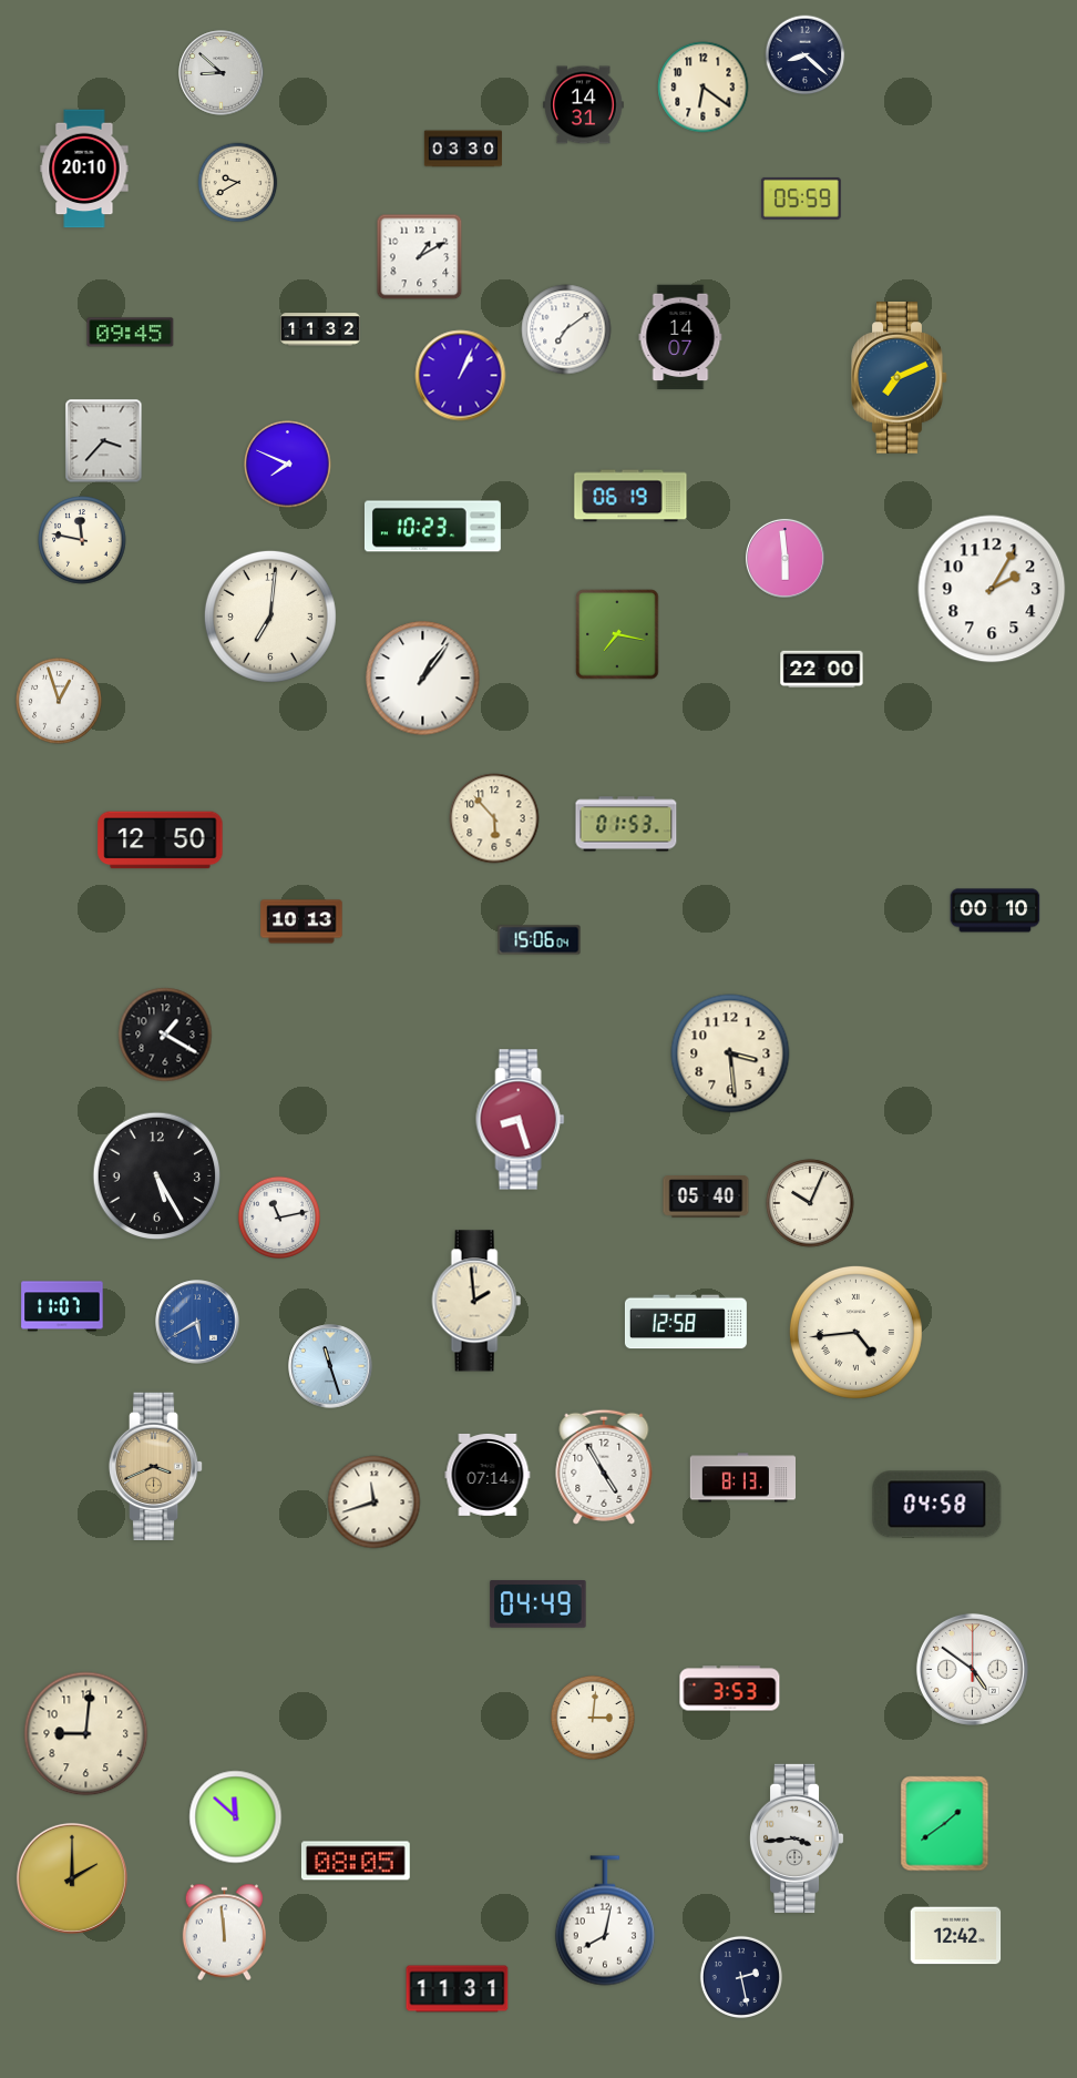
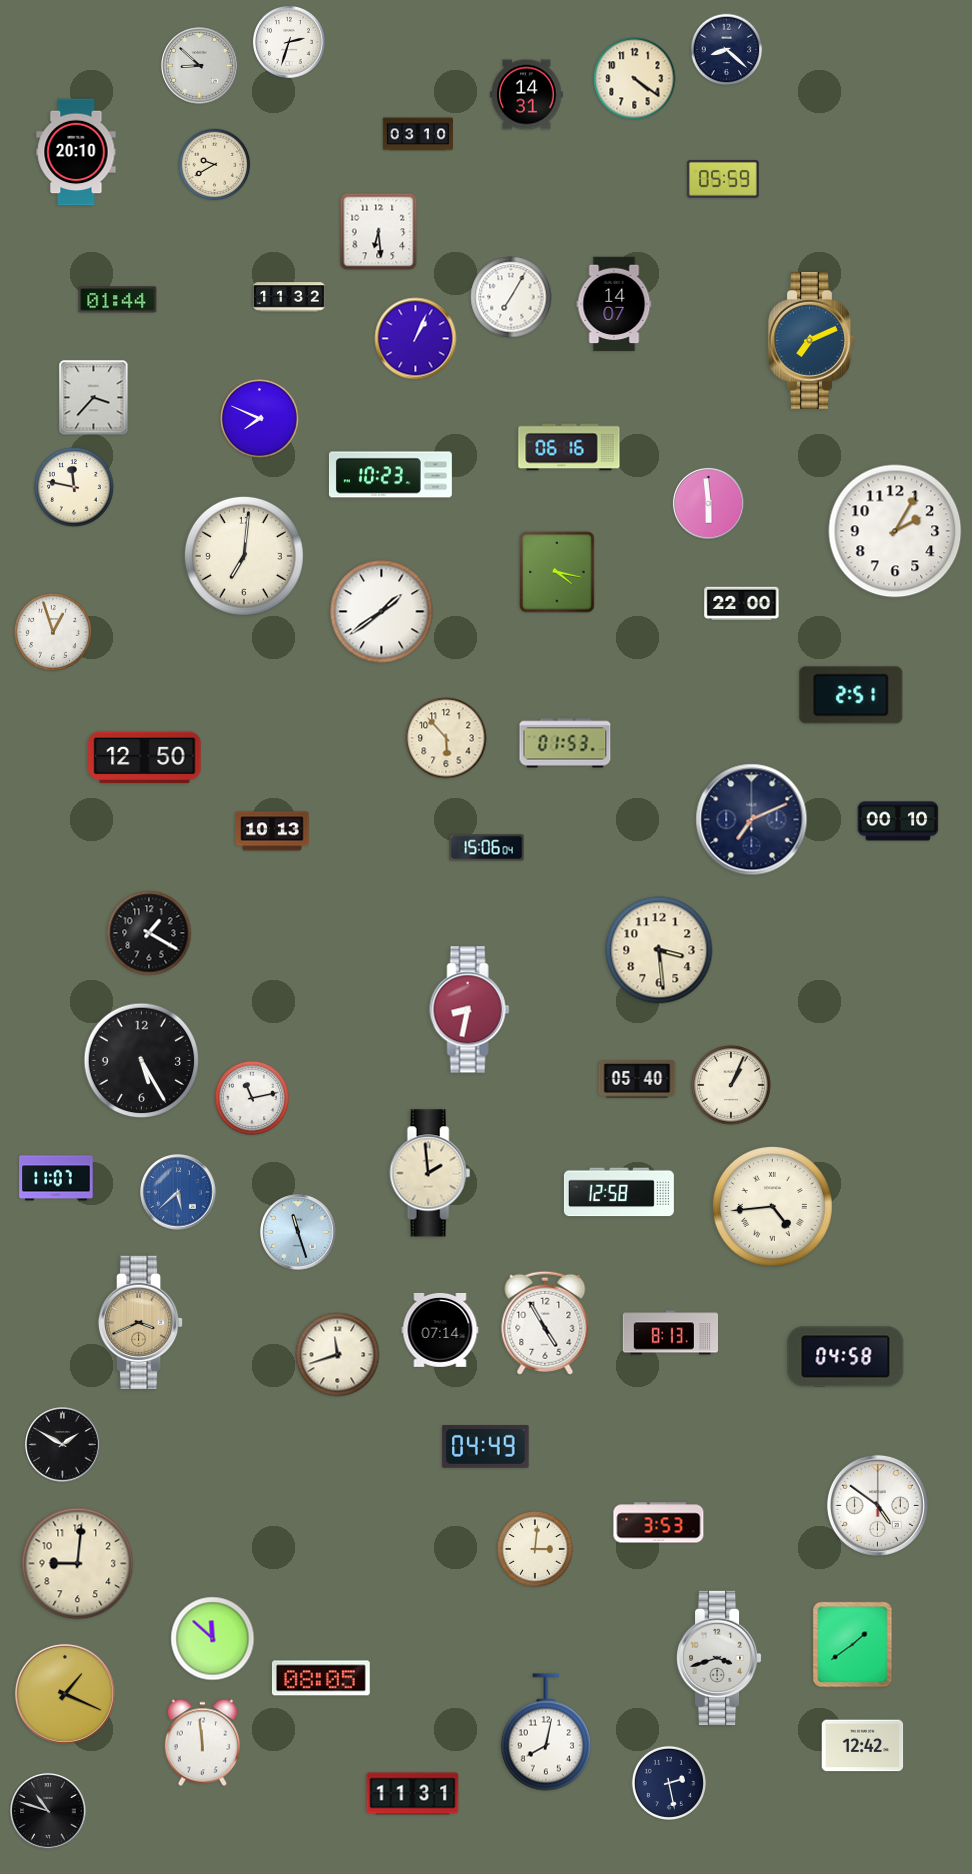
clock at (289, 42): none -> 2:33
clock at (704, 88): 6:21 -> 4:21
clock at (463, 149): 03:30 -> 03:10
clock at (420, 257): 1:10 -> 6:29
clock at (566, 329): 7:09 -> 7:05
clock at (131, 333): 09:45 -> 01:44
clock at (630, 496): 06:19 -> 06:16
clock at (617, 634): 7:17 -> 4:17
clock at (423, 679): 1:06 -> 1:39
clock at (851, 695): none -> 2:51
clock at (752, 820): none -> 7:11
clock at (521, 1120): 8:27 -> 8:32
clock at (810, 1203): 10:04 -> 1:04
clock at (197, 1322): 5:40 -> 5:38
clock at (855, 1332) position: (855, 1332) -> (772, 1206)
clock at (63, 1445): none -> 1:50
clock at (798, 1838): 3:44 -> 3:42
clock at (72, 1878): 2:00 -> 1:19
clock at (48, 1811): none -> 10:48
